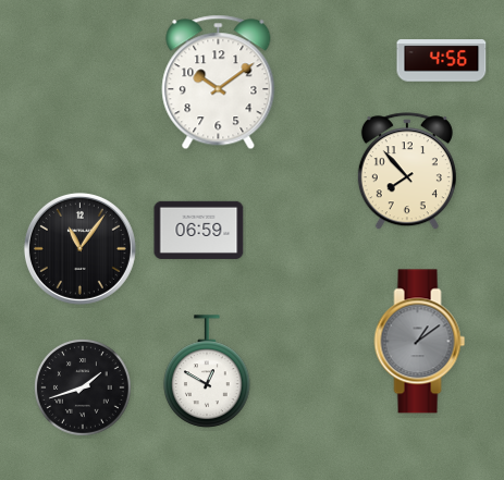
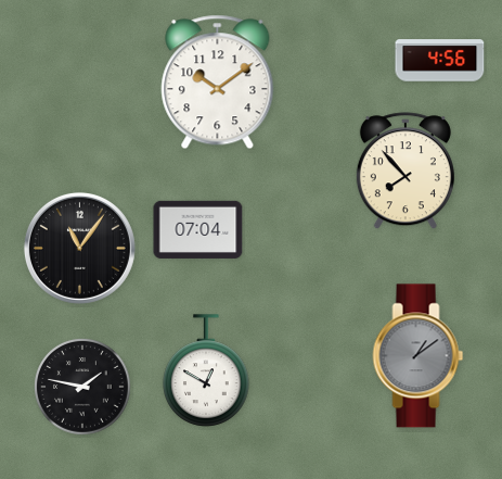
clock at (199, 230): 06:59 -> 07:04
clock at (420, 342) position: (420, 342) -> (419, 356)
clock at (84, 389): 1:42 -> 1:47
